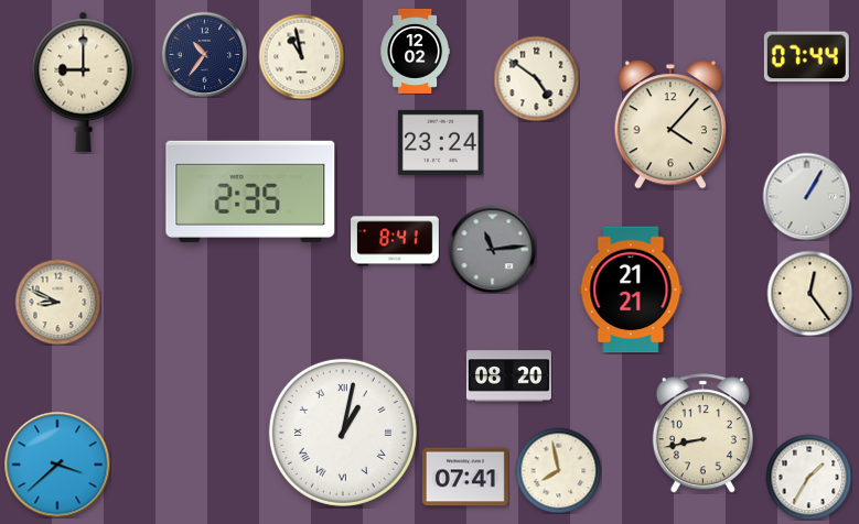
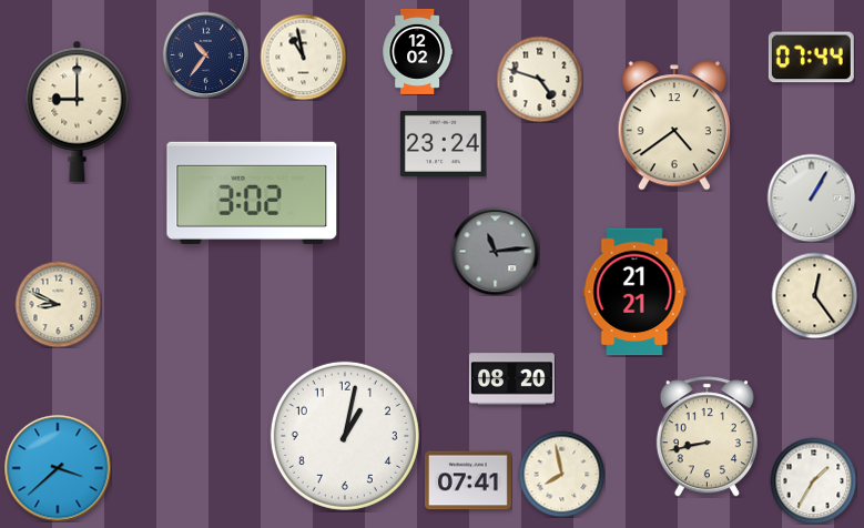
clock at (536, 78): 4:51 -> 4:48
clock at (84, 81) position: (84, 81) -> (78, 111)
clock at (669, 124): 4:07 -> 4:39
clock at (250, 192): 2:35 -> 3:02
clock at (396, 241): 8:41 -> none
clock at (343, 433) numerals: Roman -> Arabic
